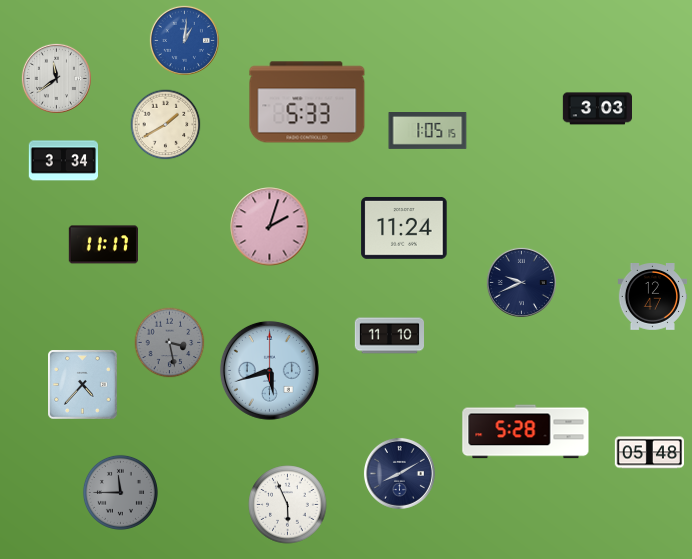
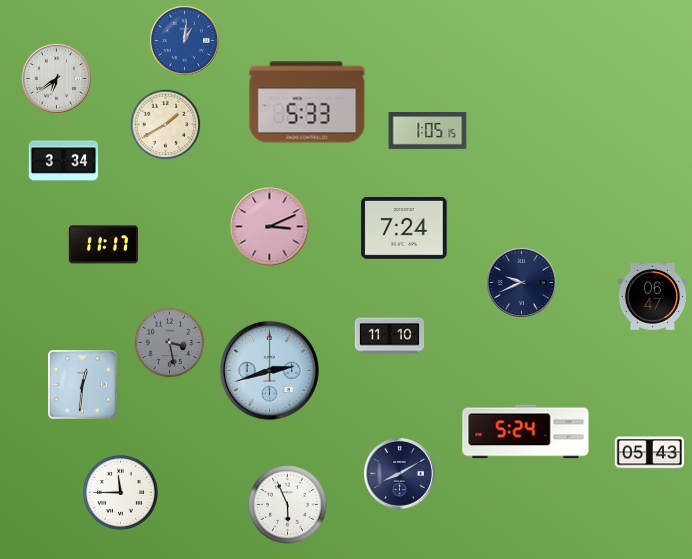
clock at (56, 78): 11:39 -> 6:39
clock at (597, 109): 3:03 -> none
clock at (270, 227): 2:03 -> 3:11
clock at (404, 228): 11:24 -> 7:24
clock at (652, 297): 12:47 -> 06:47
clock at (269, 370): 5:42 -> 2:42
clock at (83, 385): 4:37 -> 12:31
clock at (526, 432): 5:28 -> 5:24
clock at (649, 453): 05:48 -> 05:43
clock at (120, 492) dial: grey -> white
